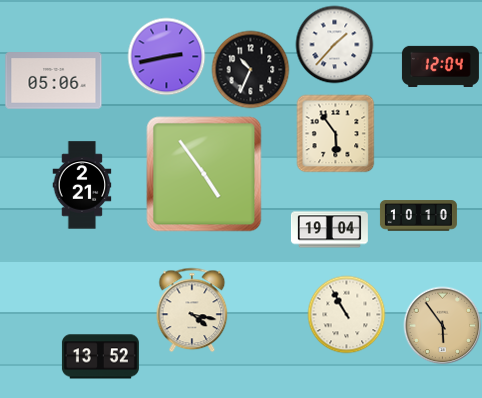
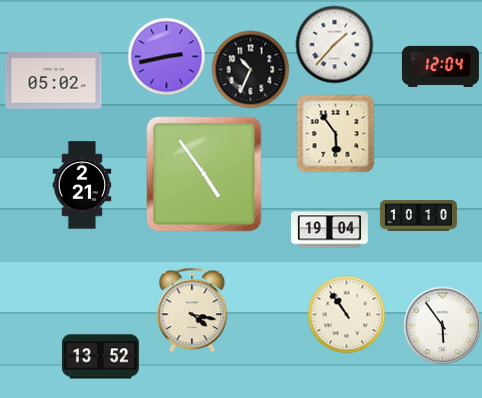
clock at (54, 81): 05:06 -> 05:02
clock at (346, 314): 10:55 -> 10:54
clock at (442, 325) dial: champagne -> white
